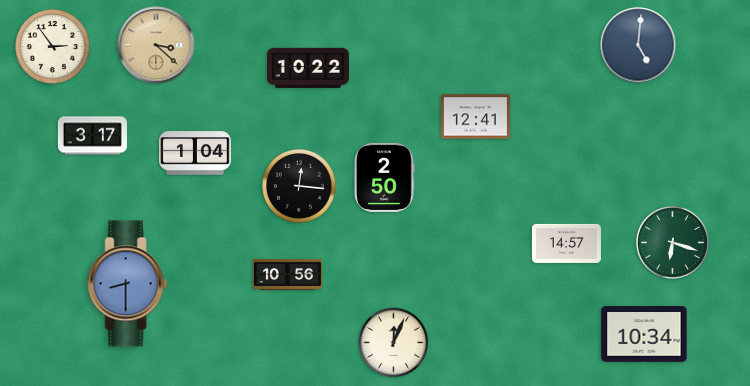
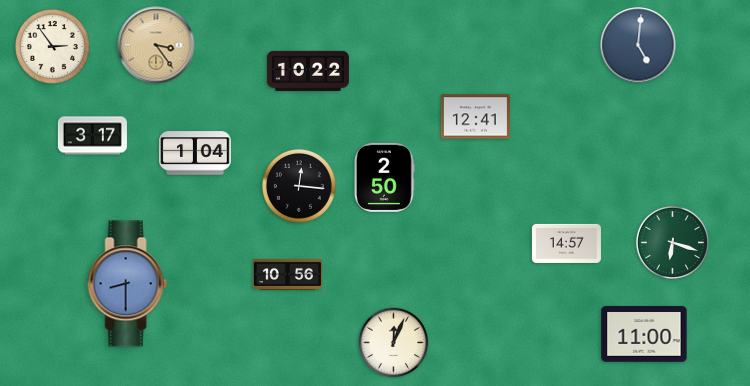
clock at (156, 45): 3:22 -> 3:24
clock at (308, 68) position: (308, 68) -> (308, 71)
clock at (644, 334): 10:34 -> 11:00
